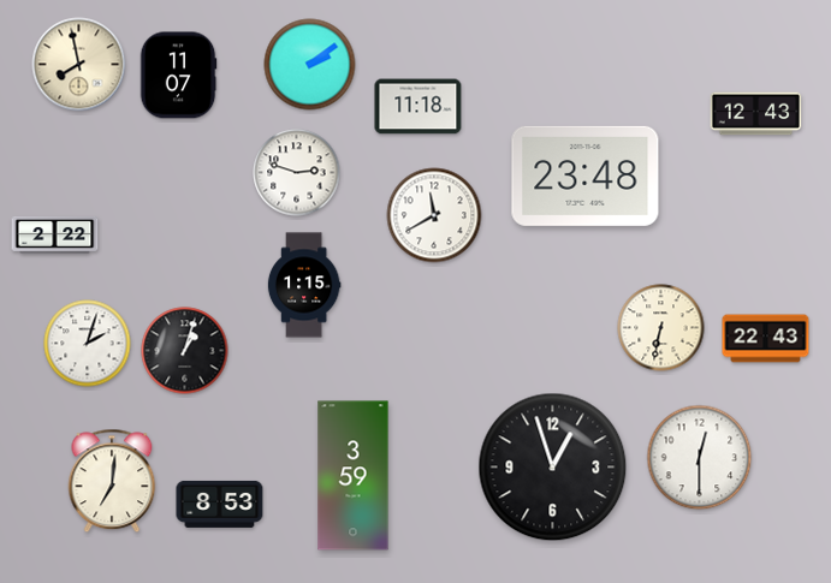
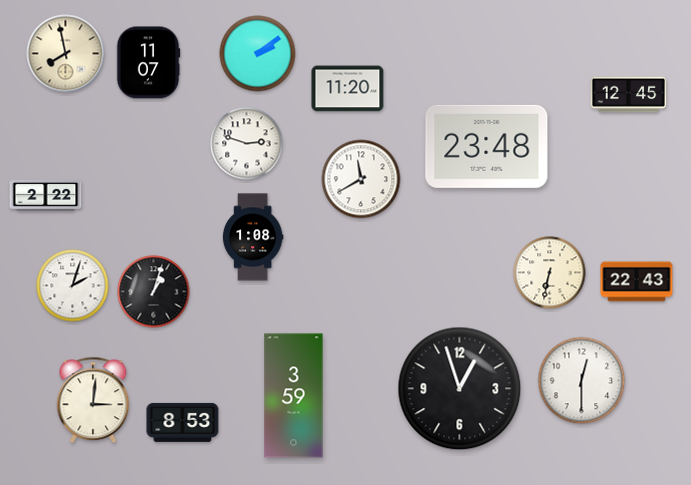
clock at (419, 107): 11:18 -> 11:20
clock at (756, 114): 12:43 -> 12:45
clock at (304, 285): 1:15 -> 1:08
clock at (112, 481): 7:01 -> 3:01
clock at (220, 504) position: (220, 504) -> (183, 422)
